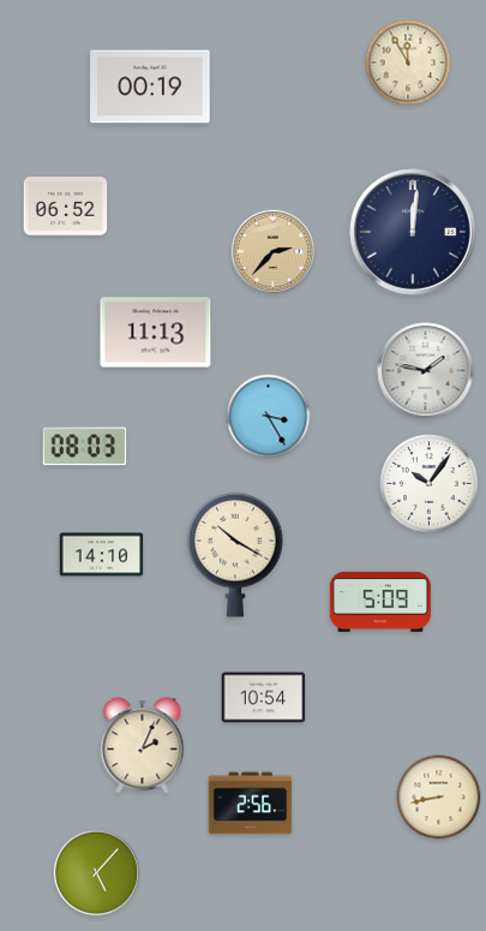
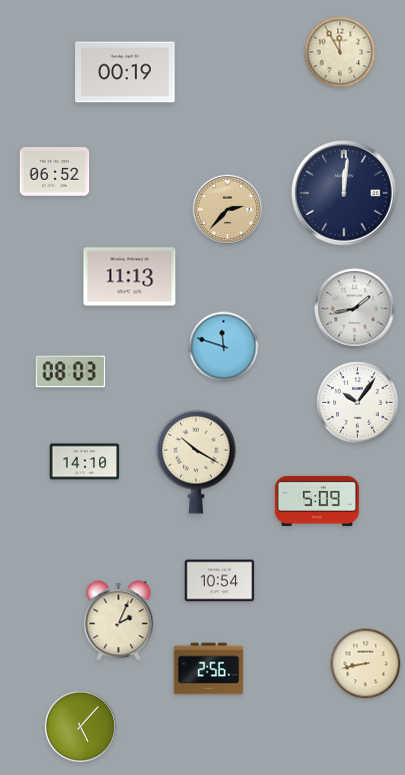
clock at (426, 371): 1:47 -> 1:43
clock at (269, 417): 3:25 -> 11:48
